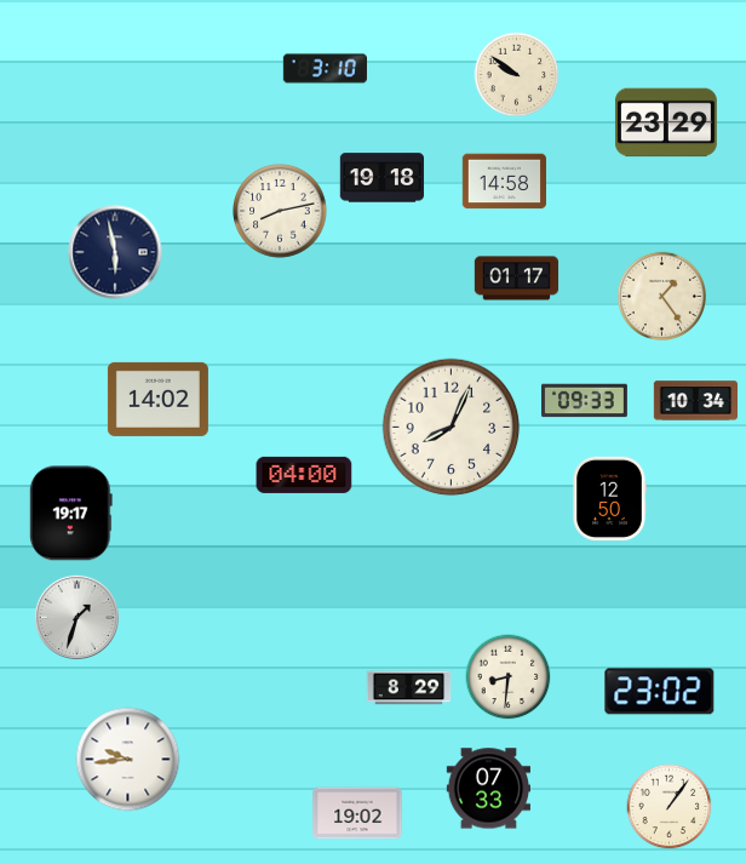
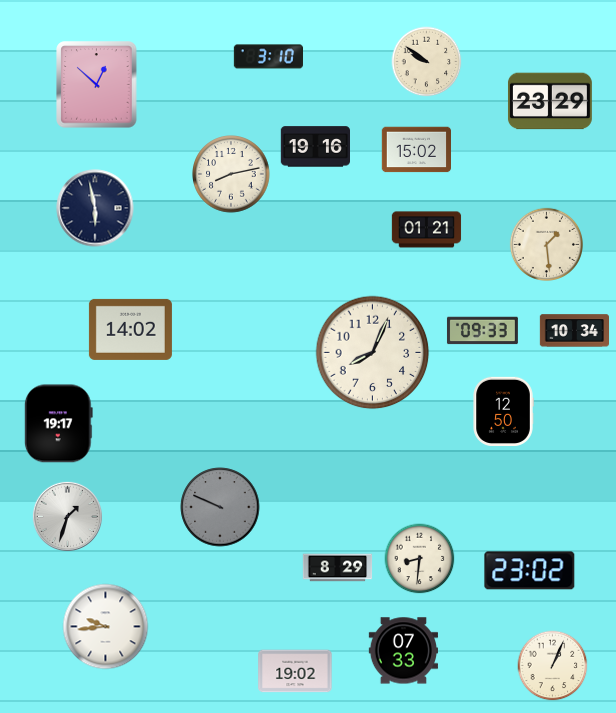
clock at (97, 85): none -> 12:52
clock at (381, 178): 19:18 -> 19:16
clock at (504, 182): 14:58 -> 15:02
clock at (517, 279): 01:17 -> 01:21
clock at (661, 296): 1:24 -> 1:29
clock at (304, 475): 04:00 -> none
clock at (220, 507): none -> 9:49
clock at (76, 617) position: (76, 617) -> (67, 516)
clock at (660, 692) position: (660, 692) -> (530, 571)
clock at (670, 807): 1:06 -> 1:04
